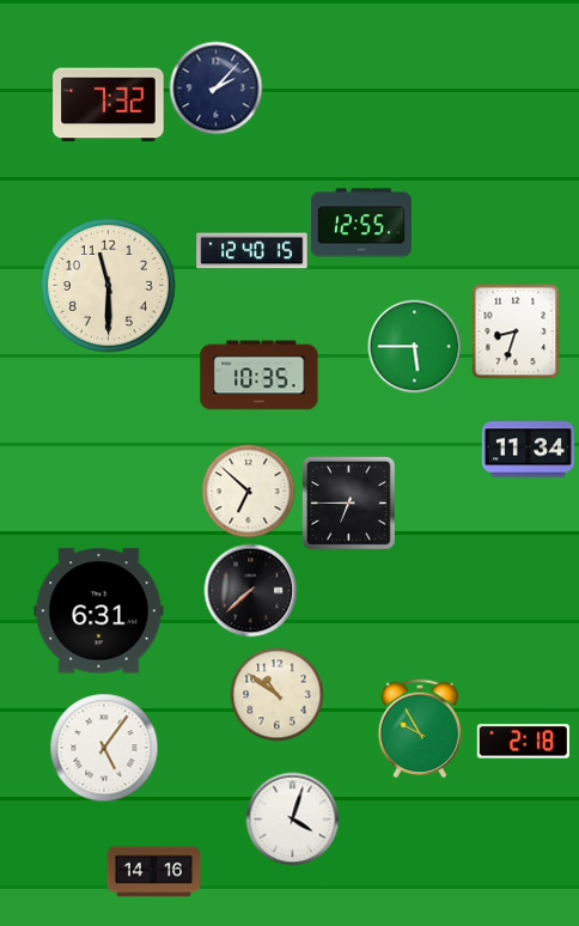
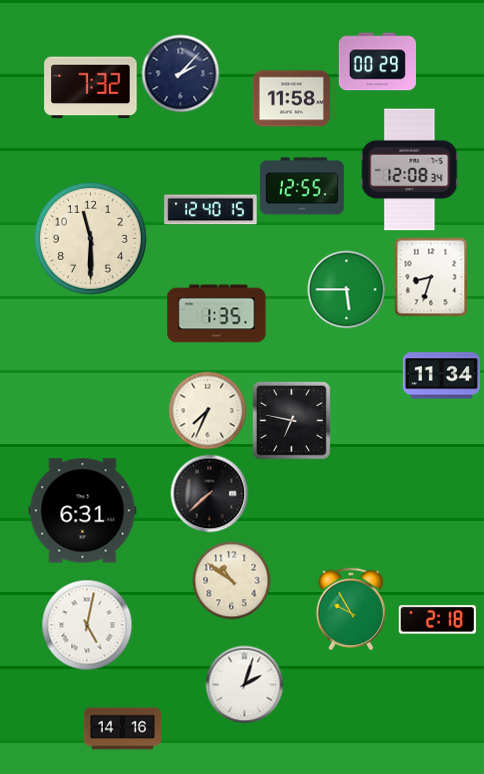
clock at (377, 62): none -> 00:29
clock at (291, 99): none -> 11:58
clock at (410, 170): none -> 12:08
clock at (260, 376): 10:35 -> 1:35
clock at (248, 491): 6:52 -> 7:34
clock at (348, 502): 6:45 -> 6:47
clock at (104, 748): 5:06 -> 5:02
clock at (292, 818): 4:03 -> 2:03
clock at (153, 872) position: (153, 872) -> (122, 729)
